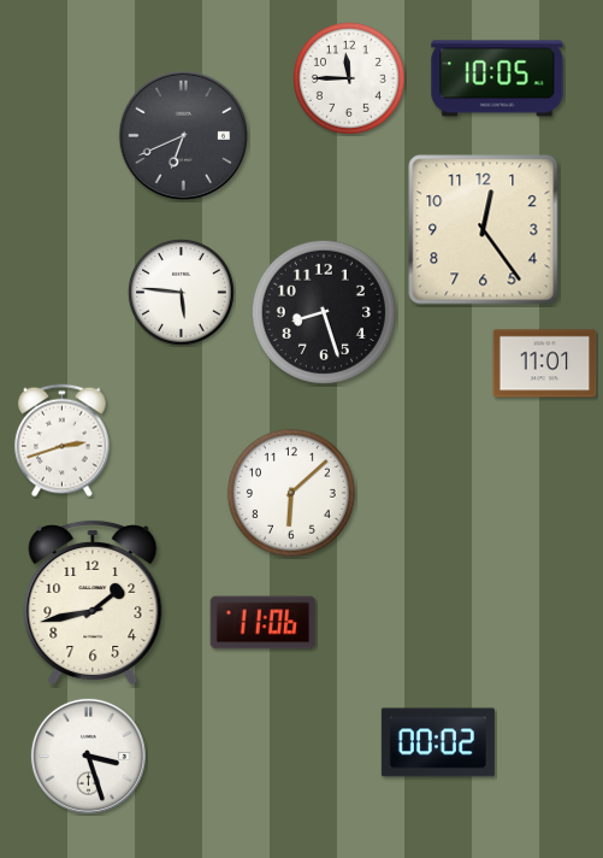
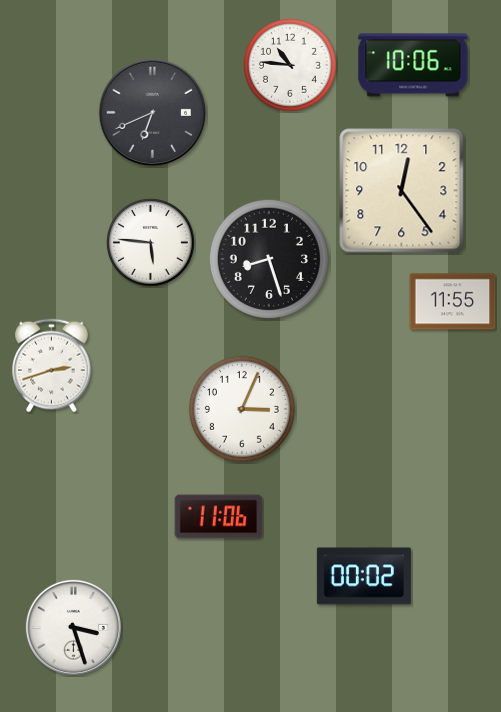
clock at (349, 78): 11:45 -> 10:46
clock at (497, 78): 10:05 -> 10:06
clock at (545, 364): 11:01 -> 11:55
clock at (291, 493): 6:08 -> 3:04
clock at (93, 601): 1:43 -> none
clock at (438, 742) position: (438, 742) -> (364, 576)
